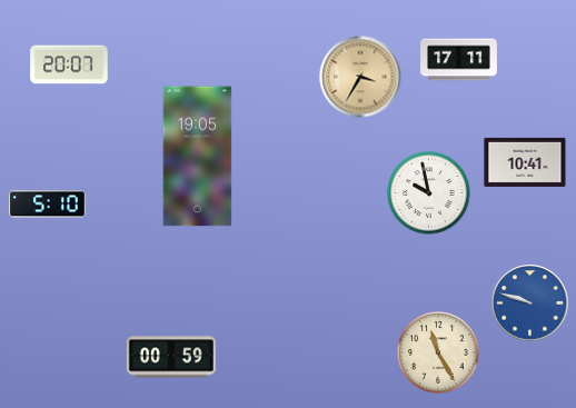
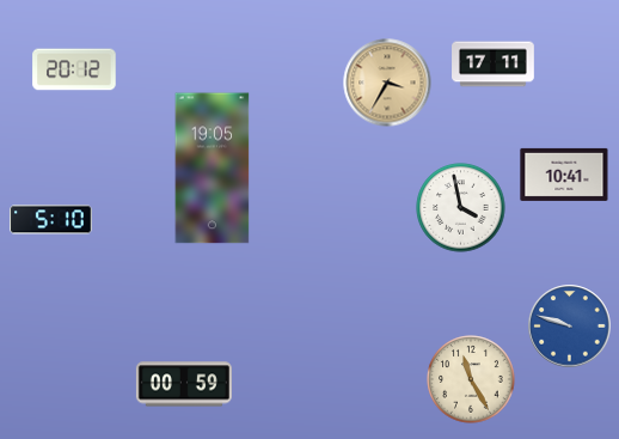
clock at (69, 64): 20:07 -> 20:12
clock at (429, 193): 9:58 -> 3:58
